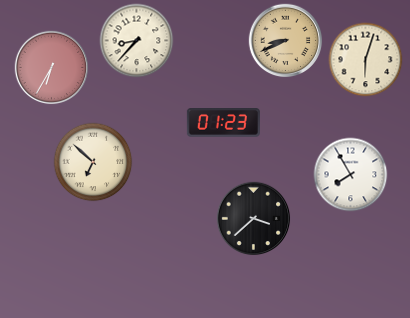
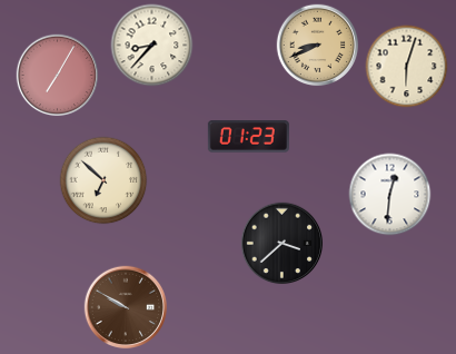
clock at (52, 68): 6:35 -> 7:05
clock at (351, 175): 7:55 -> 12:31
clock at (126, 307): none -> 9:50
